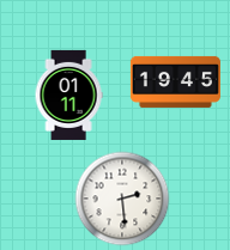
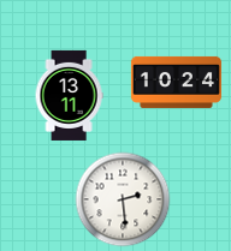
clock at (175, 81): 19:45 -> 10:24
clock at (68, 94): 01:11 -> 13:11
